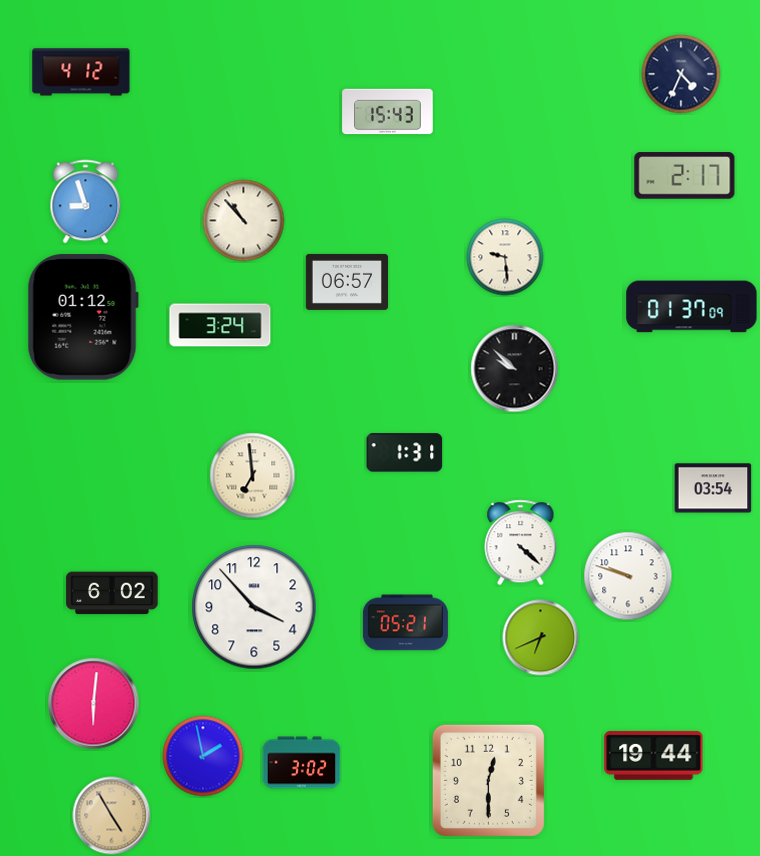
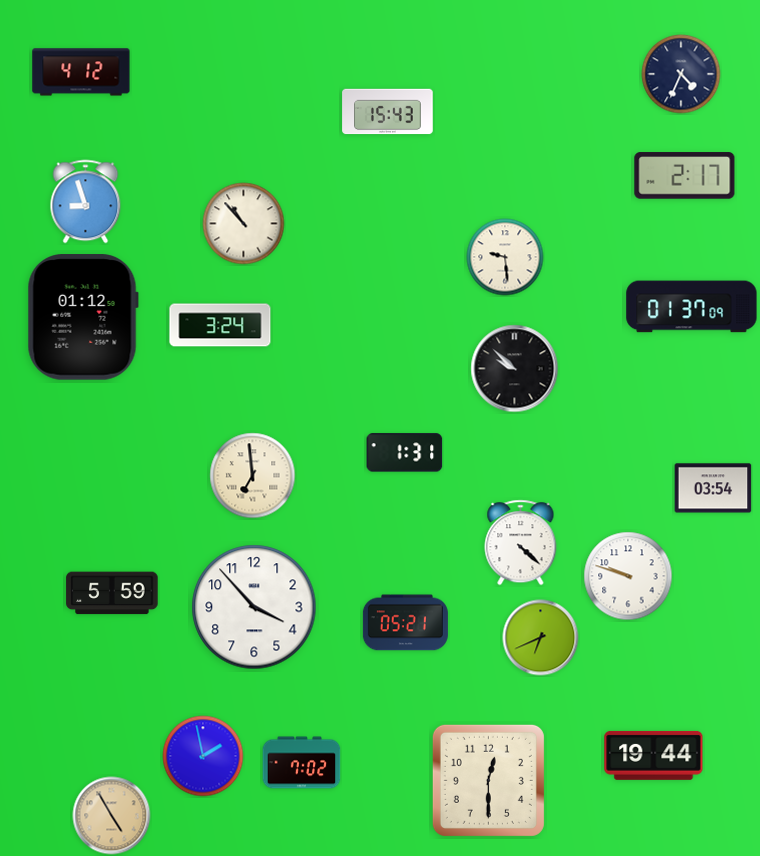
clock at (244, 221) position: (244, 221) -> (244, 224)
clock at (346, 282): 06:57 -> none
clock at (112, 593): 6:02 -> 5:59
clock at (94, 704): 6:01 -> none
clock at (302, 763): 3:02 -> 7:02
